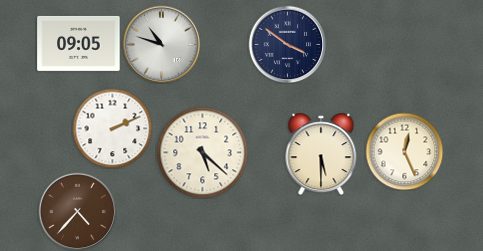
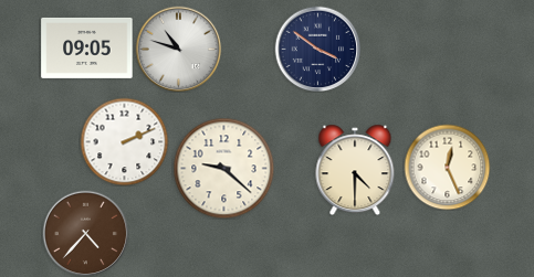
clock at (202, 152): 5:22 -> 9:22
clock at (321, 154): 5:30 -> 4:30
